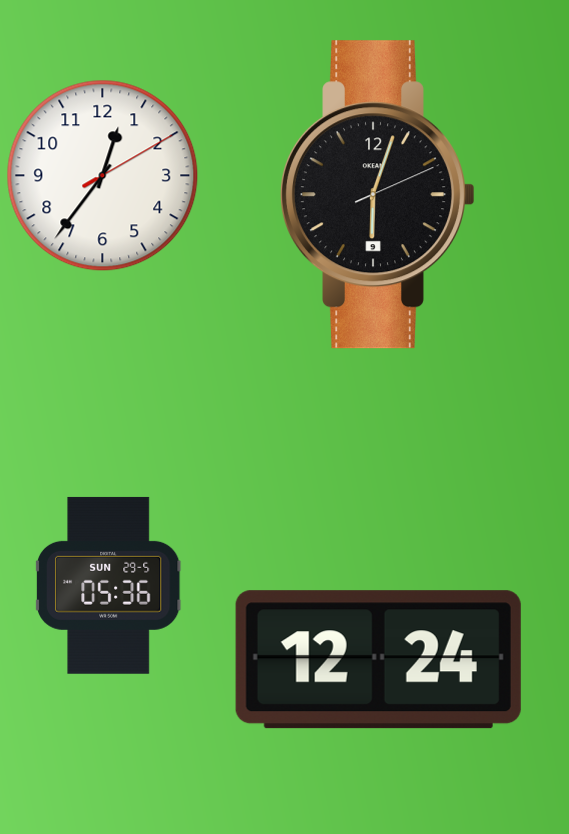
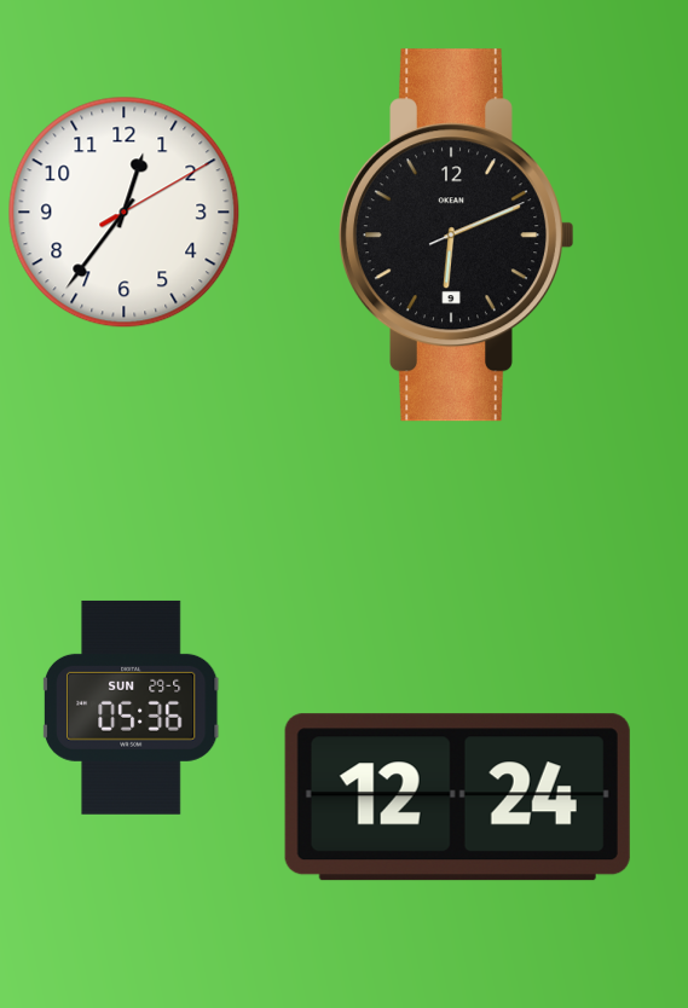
clock at (378, 195): 6:03 -> 6:11
